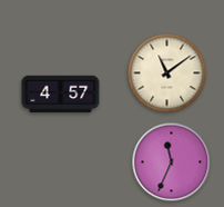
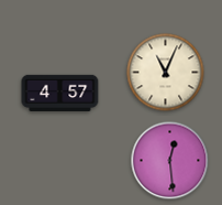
clock at (167, 73): 11:09 -> 11:04
clock at (172, 162): 11:34 -> 12:29
